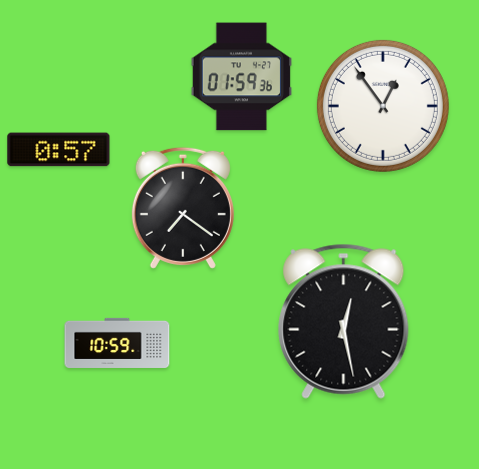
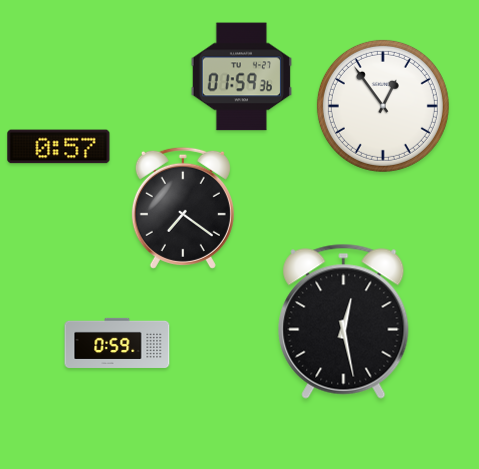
clock at (59, 150) position: (59, 150) -> (59, 147)
clock at (117, 343): 10:59 -> 0:59
